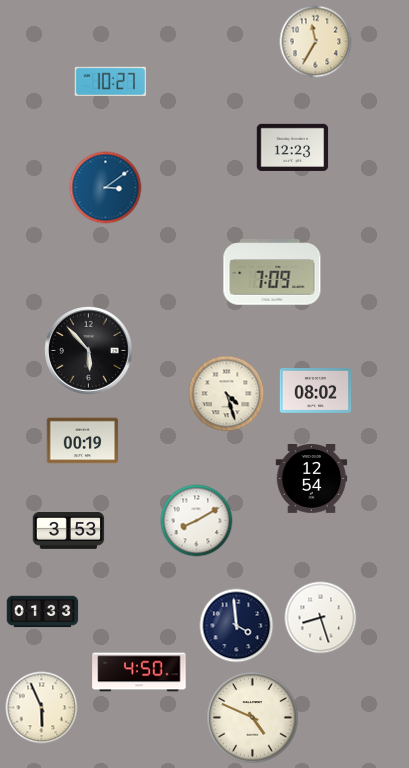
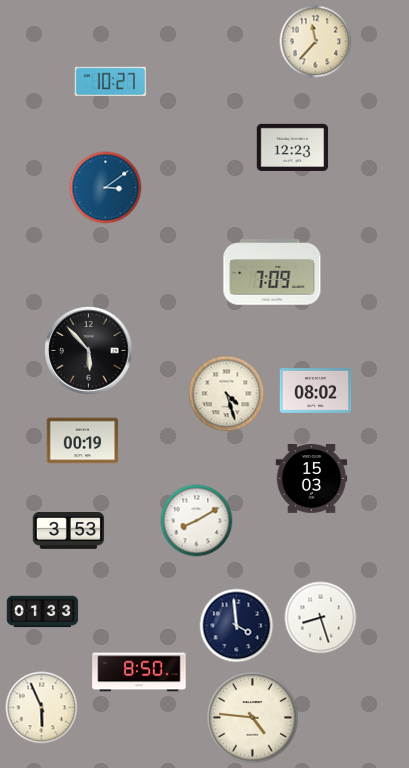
clock at (316, 42): 11:35 -> 11:37
clock at (312, 479): 12:54 -> 15:03
clock at (139, 672): 4:50 -> 8:50
clock at (253, 718): 4:49 -> 4:46
